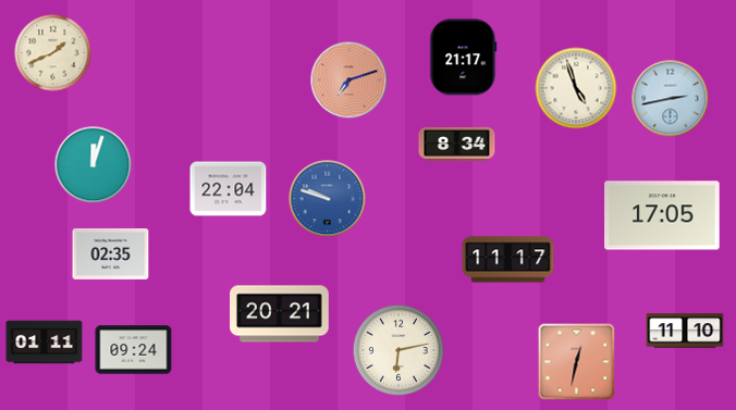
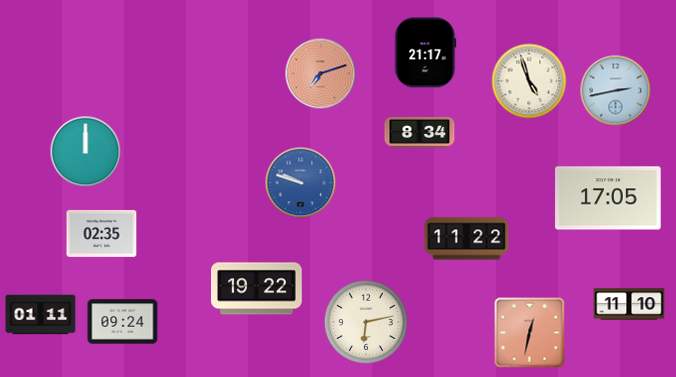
clock at (53, 53): 1:41 -> none
clock at (94, 165): 12:03 -> 12:00
clock at (229, 189): 22:04 -> none
clock at (508, 260): 11:17 -> 11:22
clock at (280, 314): 20:21 -> 19:22
